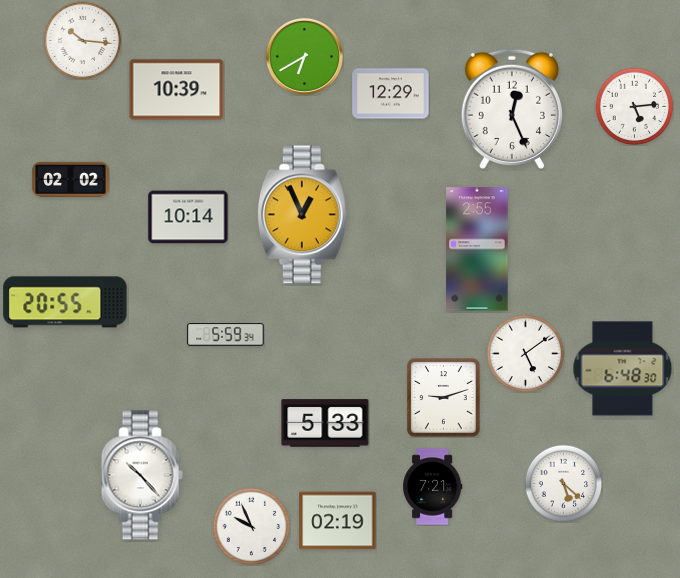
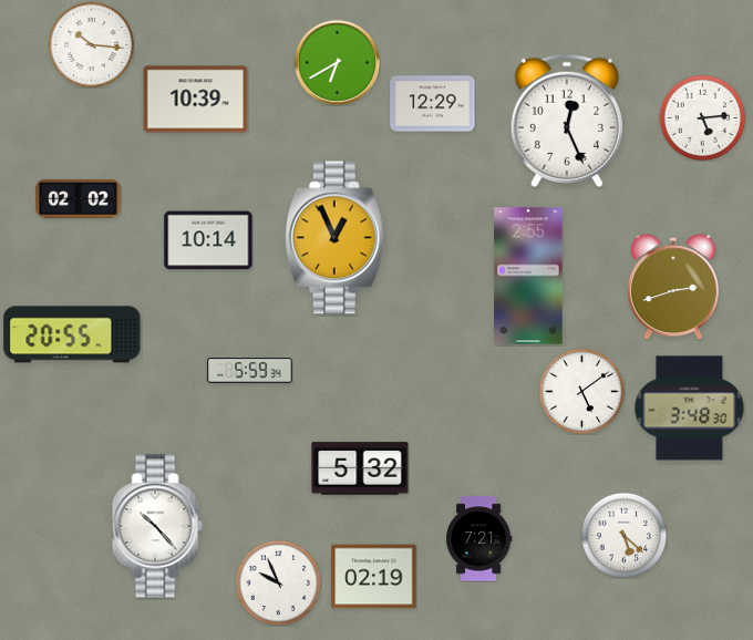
clock at (673, 287): none -> 2:42
clock at (623, 369): 6:48 -> 3:48
clock at (444, 398): 9:12 -> none
clock at (325, 423): 5:33 -> 5:32
